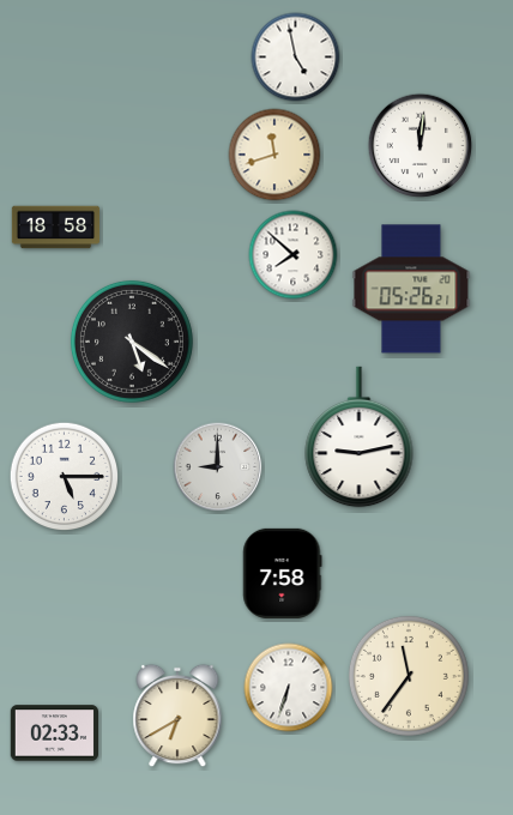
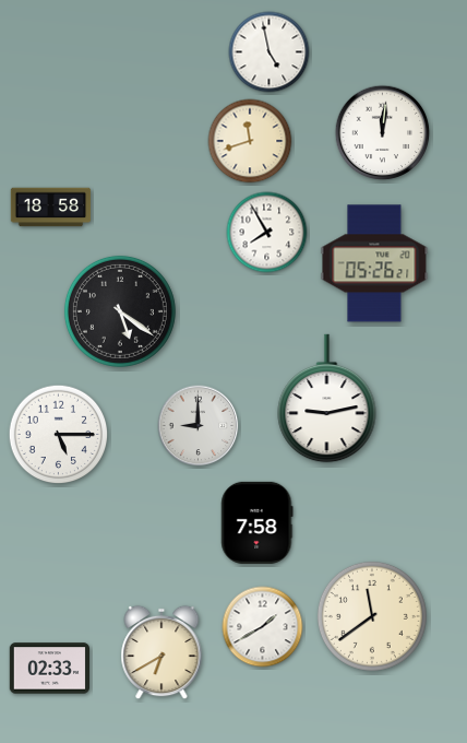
clock at (294, 255): 7:52 -> 7:55
clock at (409, 676): 11:36 -> 11:39
clock at (289, 688): 6:33 -> 1:40
